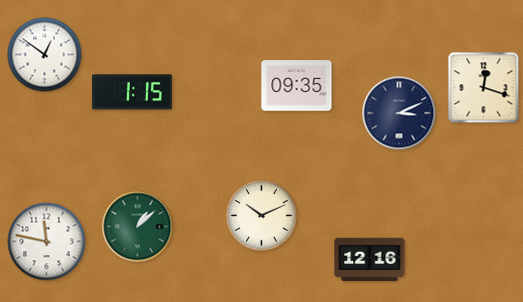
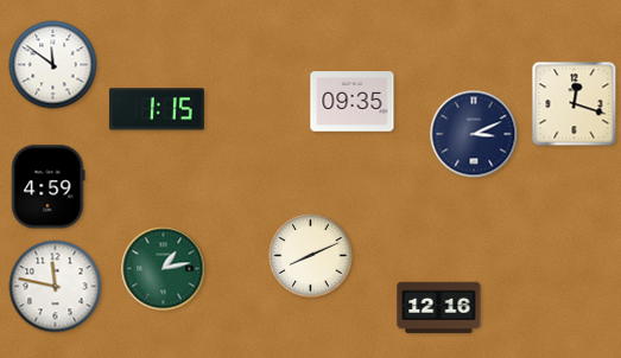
clock at (45, 55): 12:51 -> 11:51
clock at (49, 187): none -> 4:59
clock at (262, 216): 10:11 -> 8:11
clock at (138, 227): 1:08 -> 1:13
